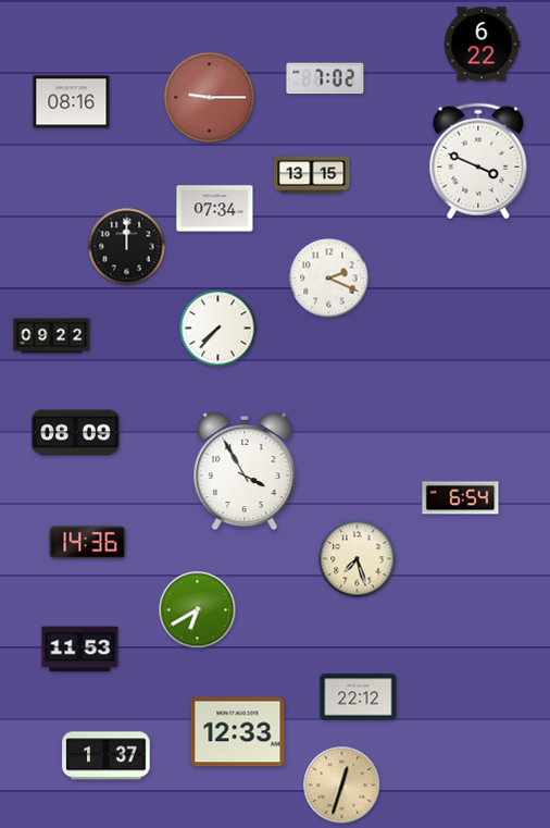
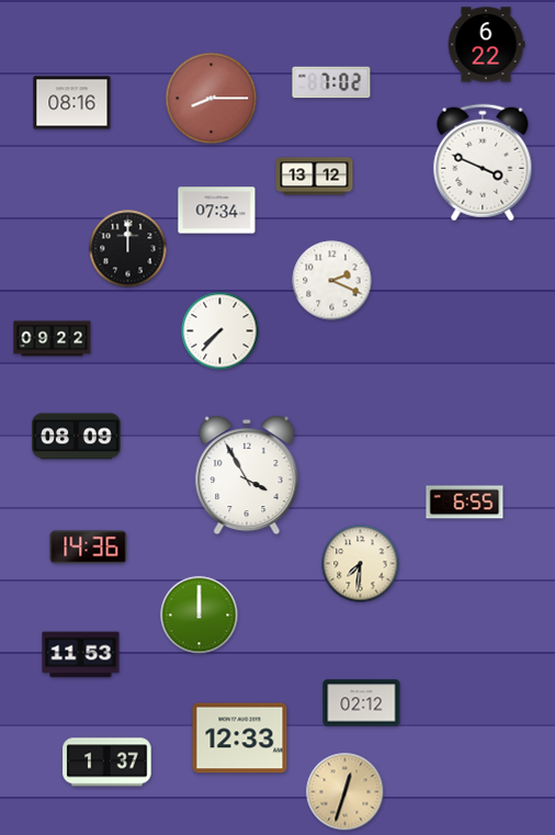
clock at (325, 78) position: (325, 78) -> (331, 82)
clock at (210, 98): 9:15 -> 8:15
clock at (312, 175): 13:15 -> 13:12
clock at (461, 498): 6:54 -> 6:55
clock at (358, 559): 7:27 -> 7:31
clock at (198, 610): 6:40 -> 12:00
clock at (359, 697): 22:12 -> 02:12
